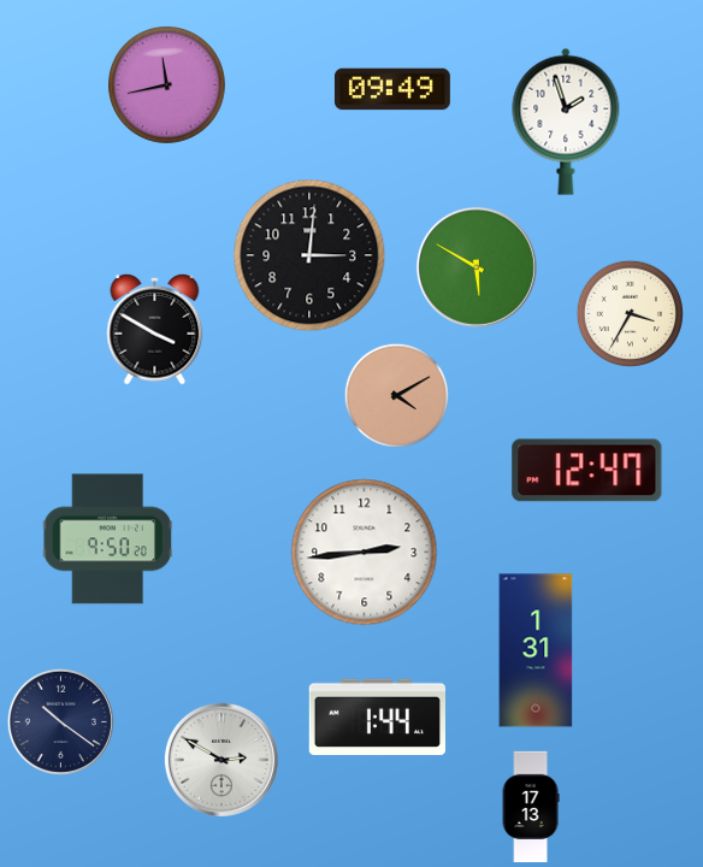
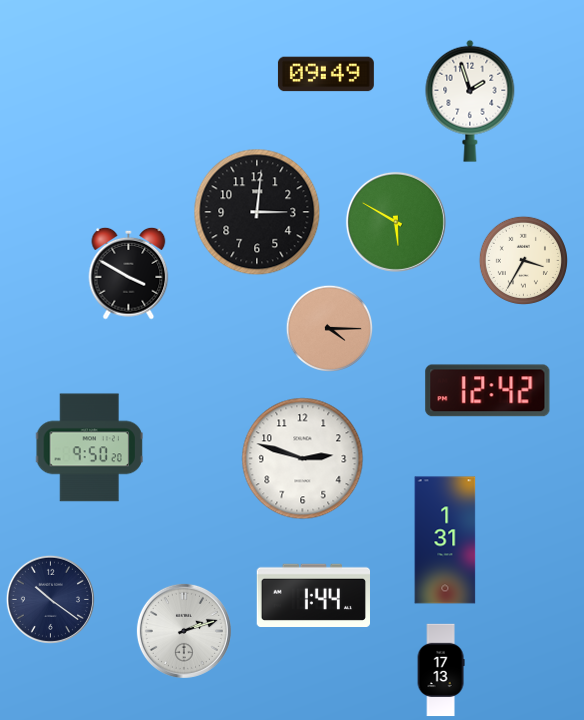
clock at (166, 84): 11:43 -> none
clock at (396, 395): 4:10 -> 4:15
clock at (587, 471): 12:47 -> 12:42
clock at (365, 553): 2:44 -> 2:48
clock at (221, 760): 2:50 -> 2:12
